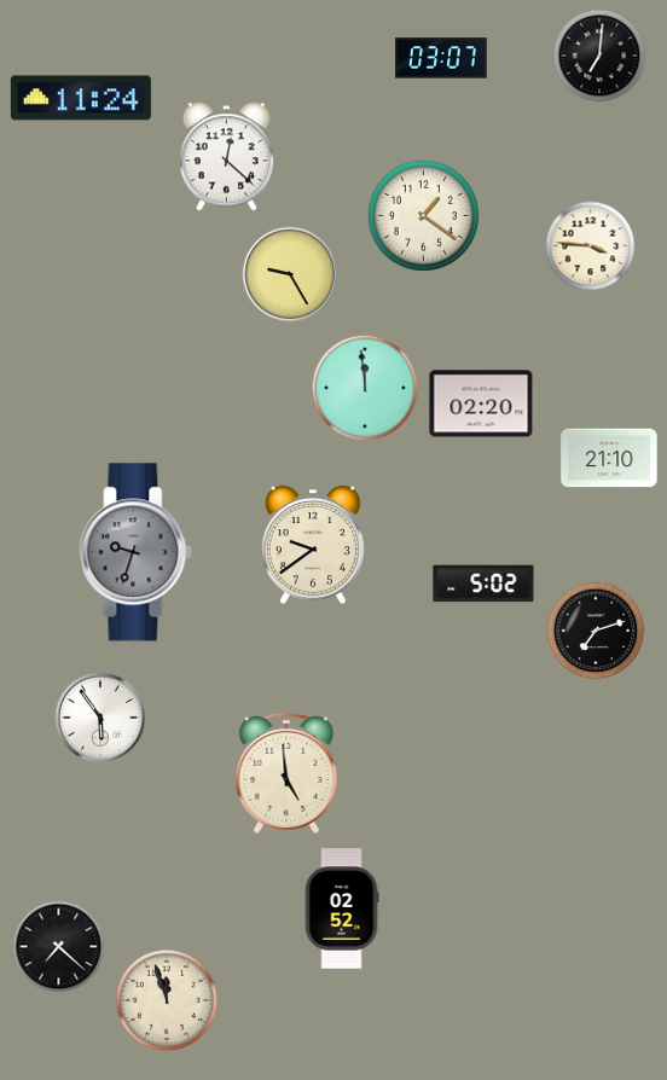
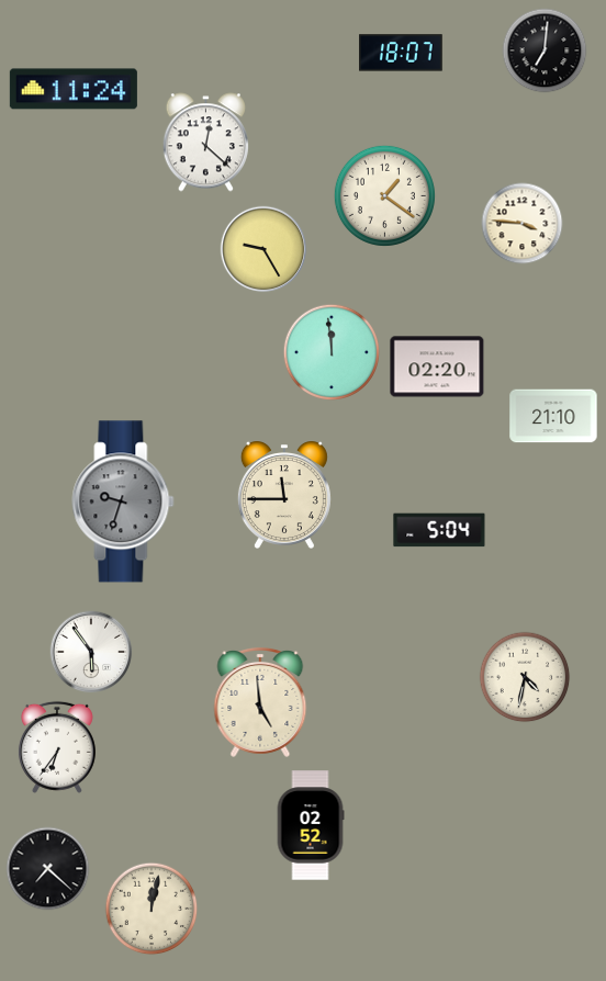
clock at (442, 58): 03:07 -> 18:07
clock at (591, 246) position: (591, 246) -> (523, 224)
clock at (313, 545): 9:39 -> 11:45
clock at (483, 583): 5:02 -> 5:04
clock at (596, 631): 7:12 -> none
clock at (525, 677): none -> 4:32
clock at (57, 747): none -> 6:36
clock at (59, 947) position: (59, 947) -> (48, 869)
clock at (167, 1000): 11:57 -> 12:02
